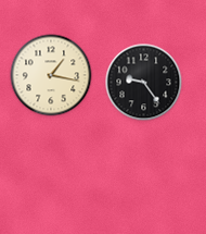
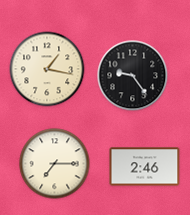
clock at (55, 164): none -> 7:15
clock at (145, 167): none -> 2:46
